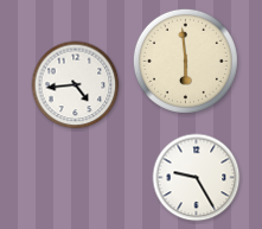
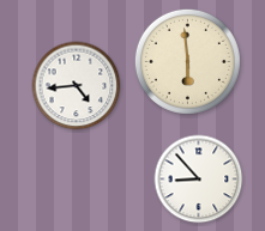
clock at (197, 178): 9:25 -> 8:53
